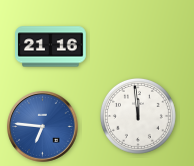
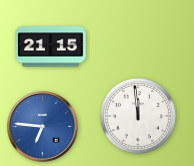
clock at (51, 47): 21:16 -> 21:15
